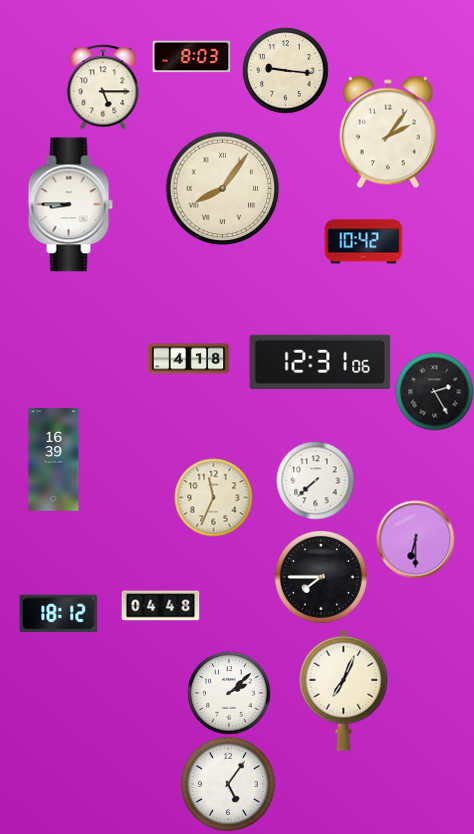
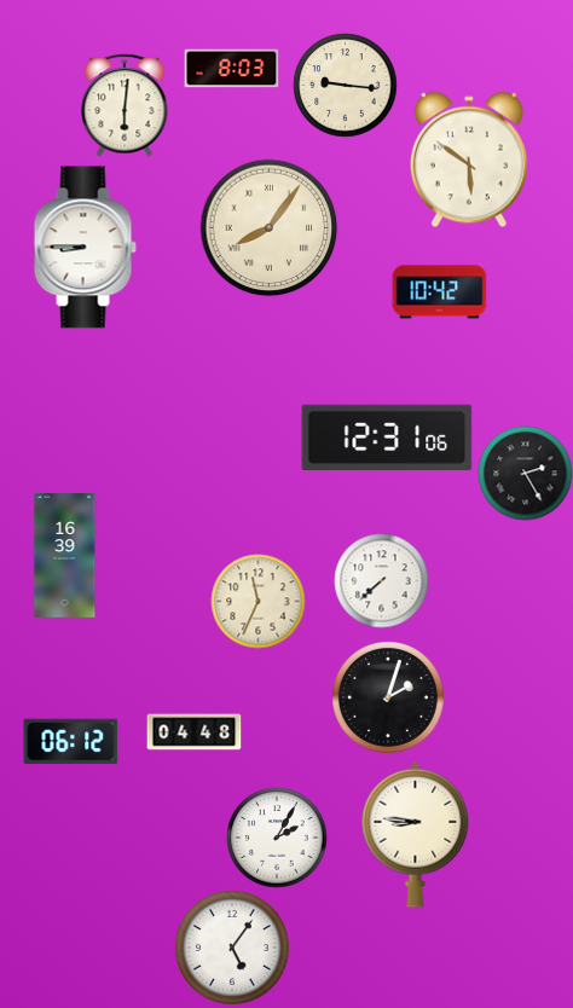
clock at (103, 87): 5:15 -> 6:01
clock at (388, 132): 2:06 -> 5:51
clock at (188, 359): 4:18 -> none
clock at (415, 539): 6:30 -> none
clock at (321, 577): 7:45 -> 2:03
clock at (58, 614): 18:12 -> 06:12
clock at (344, 690): 7:04 -> 8:46
clock at (229, 693): 2:08 -> 2:05
clock at (228, 784) position: (228, 784) -> (232, 948)
